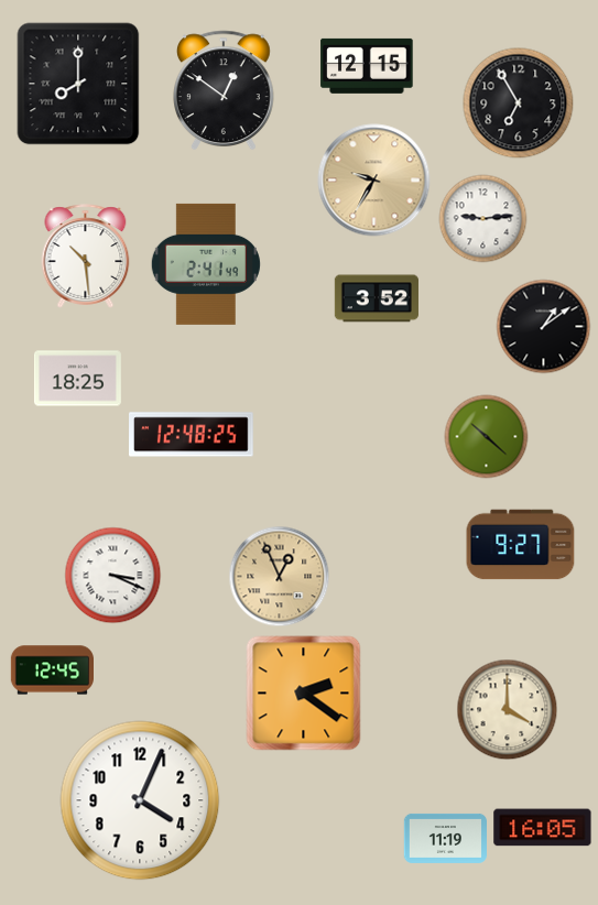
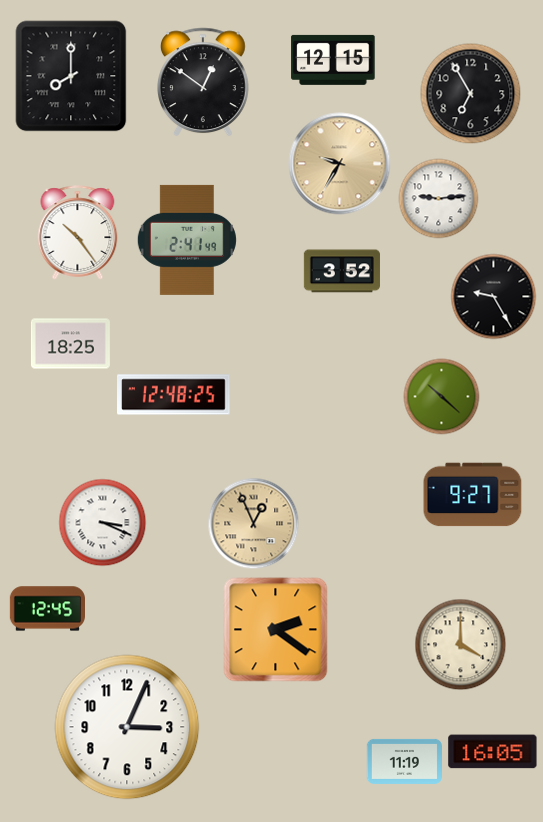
clock at (86, 257): 10:29 -> 10:24
clock at (544, 327): 1:09 -> 9:25
clock at (140, 800): 4:04 -> 3:04
